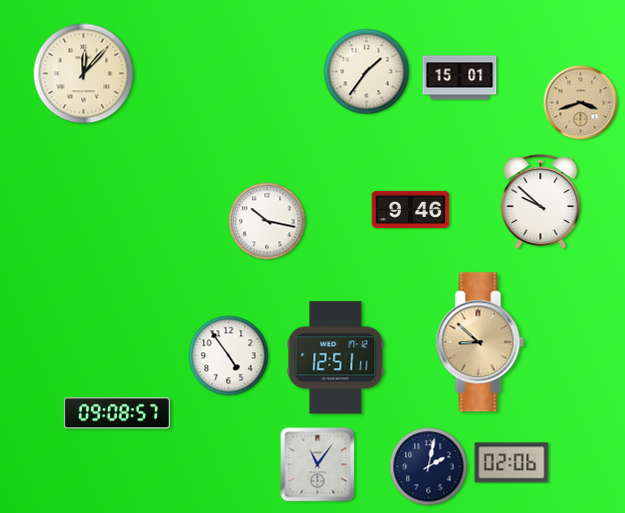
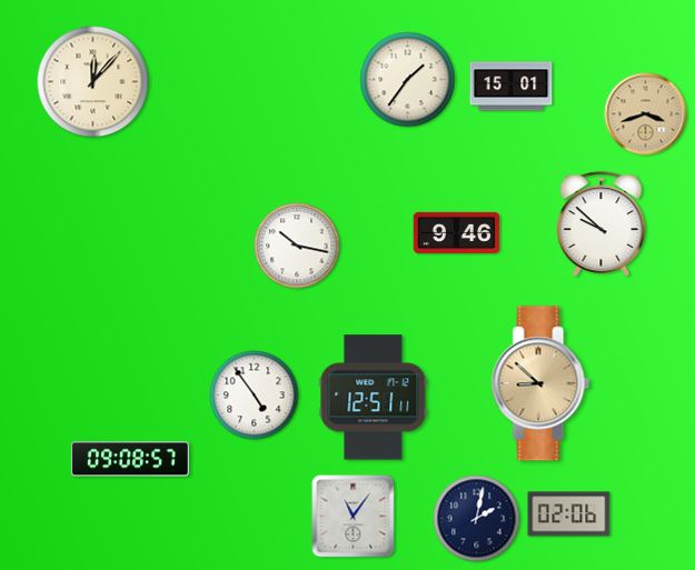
clock at (480, 342) position: (480, 342) -> (540, 383)
